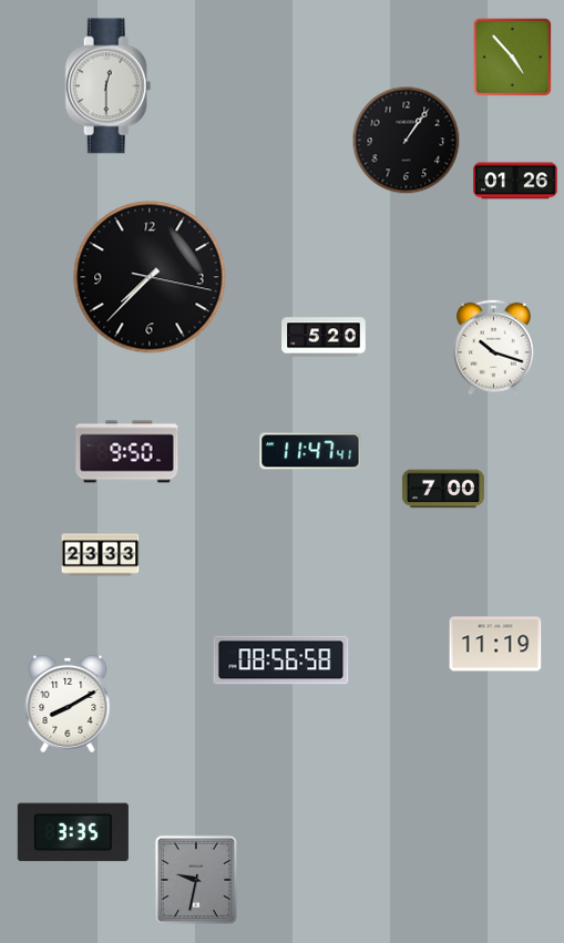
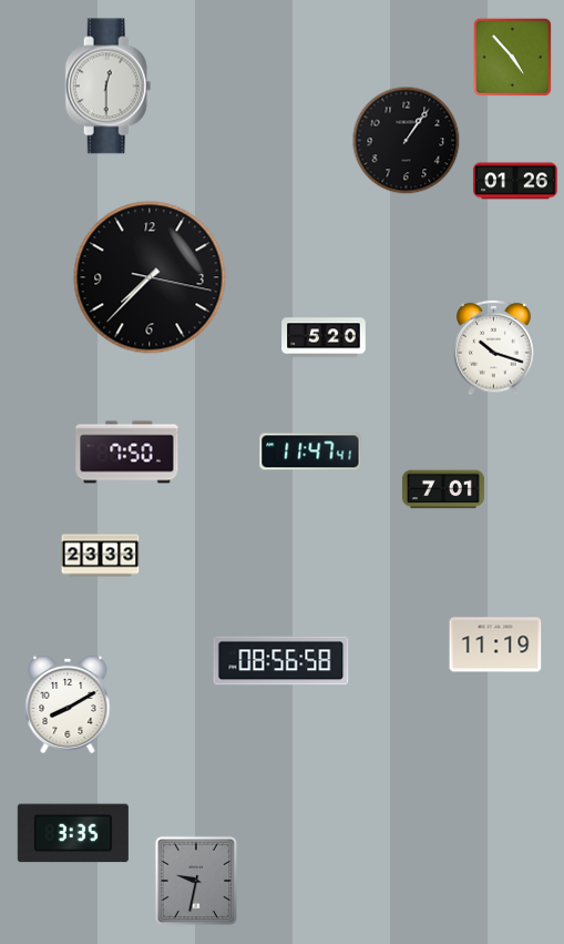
clock at (127, 452): 9:50 -> 7:50
clock at (443, 489): 7:00 -> 7:01
